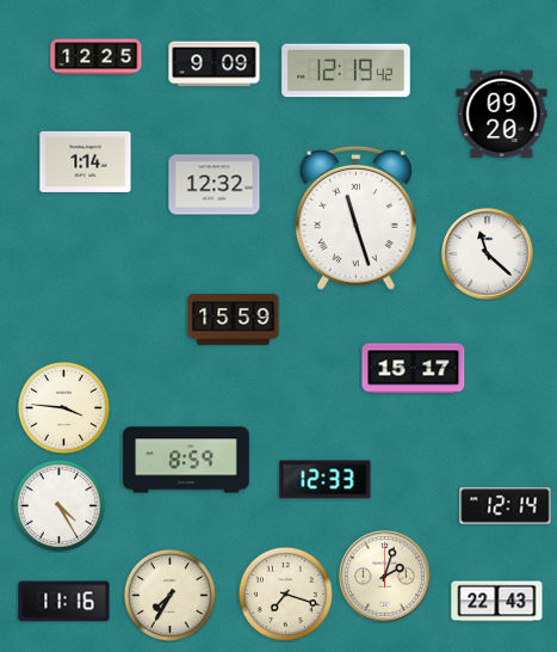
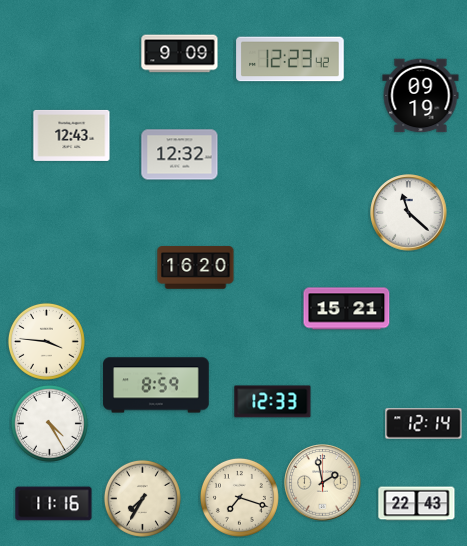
clock at (97, 57): 12:25 -> none
clock at (346, 70): 12:19 -> 12:23
clock at (502, 115): 09:20 -> 09:19
clock at (86, 161): 1:14 -> 12:43
clock at (355, 217): 11:27 -> none
clock at (234, 320): 15:59 -> 16:20
clock at (414, 369): 15:17 -> 15:21
clock at (63, 407) position: (63, 407) -> (46, 341)
clock at (385, 577): 2:03 -> 1:58
